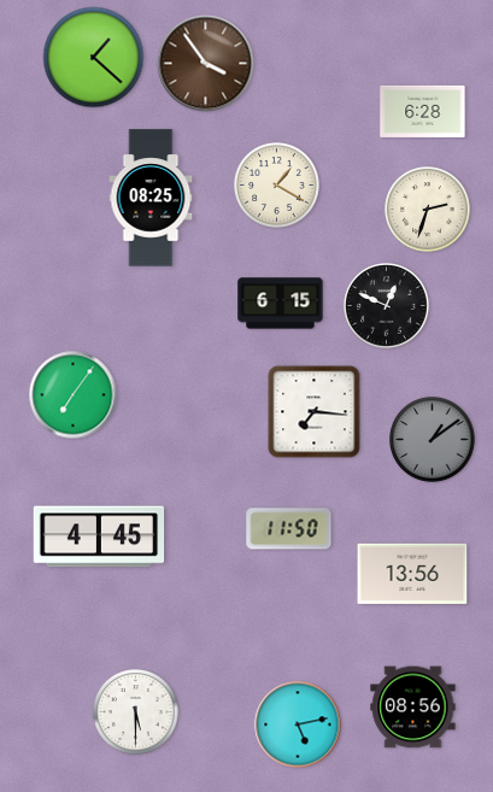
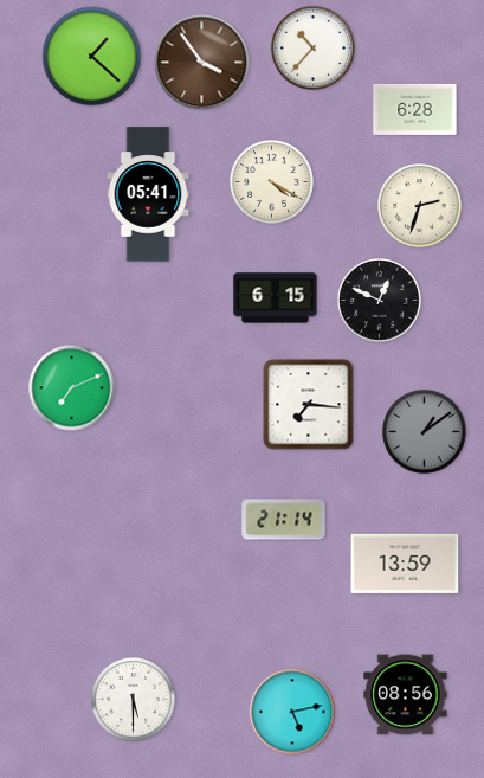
clock at (314, 49): none -> 10:37
clock at (277, 186): 1:20 -> 4:20
clock at (151, 198): 08:25 -> 05:41
clock at (74, 395): 7:06 -> 7:11
clock at (289, 529): 11:50 -> 21:14
clock at (99, 536): 4:45 -> none
clock at (412, 574): 13:56 -> 13:59
